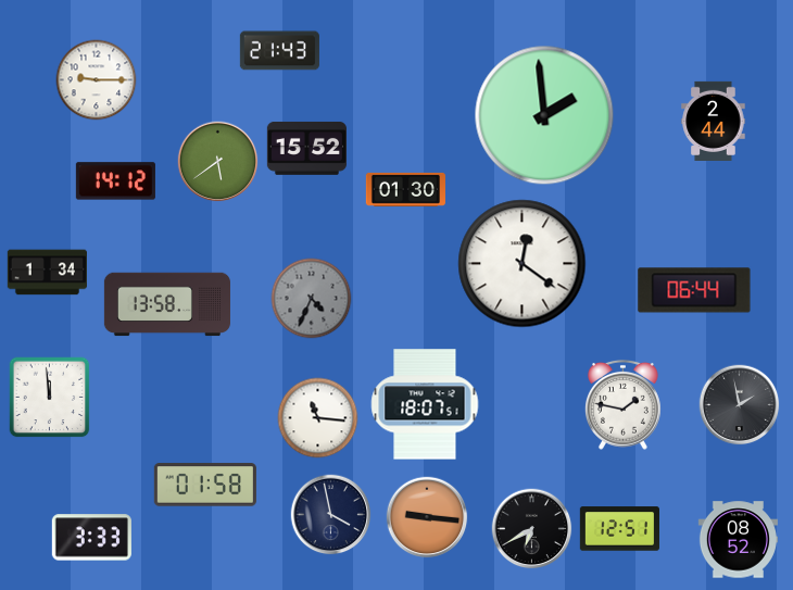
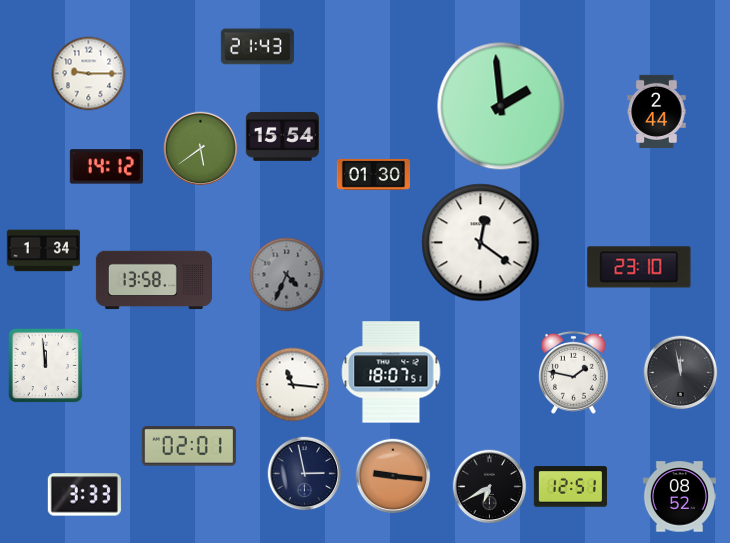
clock at (306, 149): 15:52 -> 15:54
clock at (694, 290): 06:44 -> 23:10
clock at (740, 405): 1:58 -> 11:58
clock at (205, 485): 01:58 -> 02:01
clock at (331, 515): 3:58 -> 2:58
